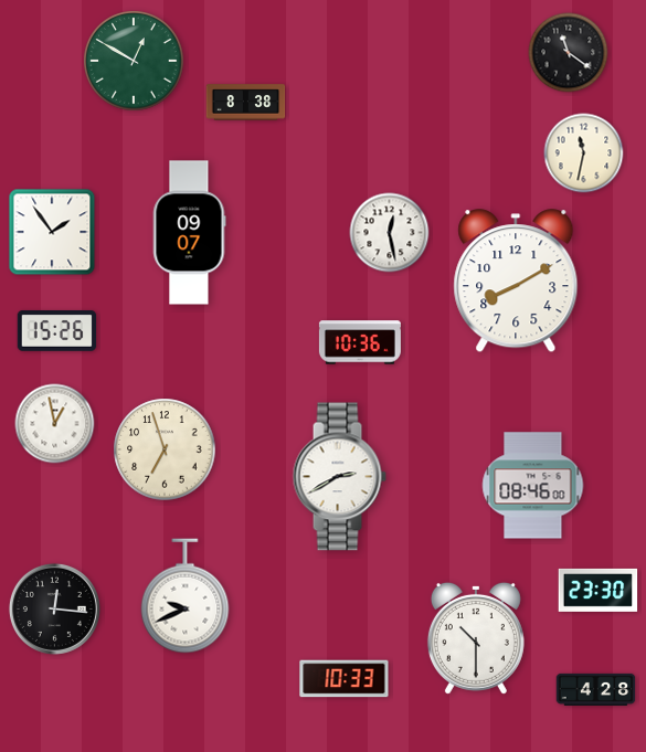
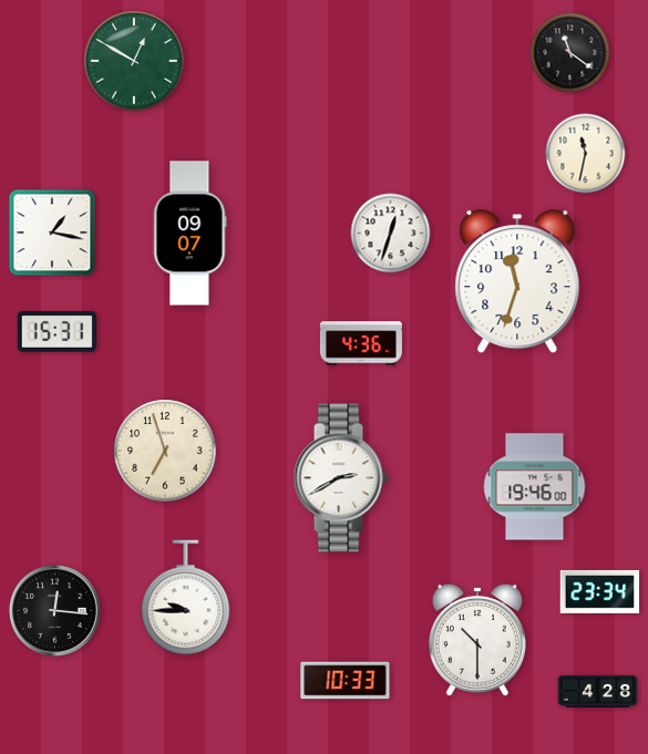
clock at (246, 103): 8:38 -> none
clock at (52, 232): 1:54 -> 1:17
clock at (390, 233): 12:28 -> 12:33
clock at (516, 282): 8:10 -> 11:33
clock at (57, 331): 15:26 -> 15:31
clock at (360, 342): 10:36 -> 4:36
clock at (55, 424): 12:58 -> none
clock at (533, 486): 08:46 -> 19:46
clock at (599, 590): 23:30 -> 23:34
clock at (186, 596): 9:41 -> 9:45
